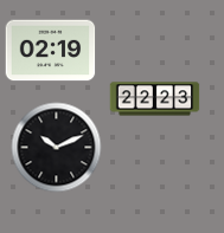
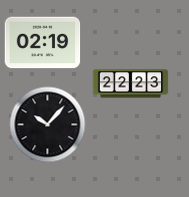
clock at (57, 148): 10:11 -> 10:07
